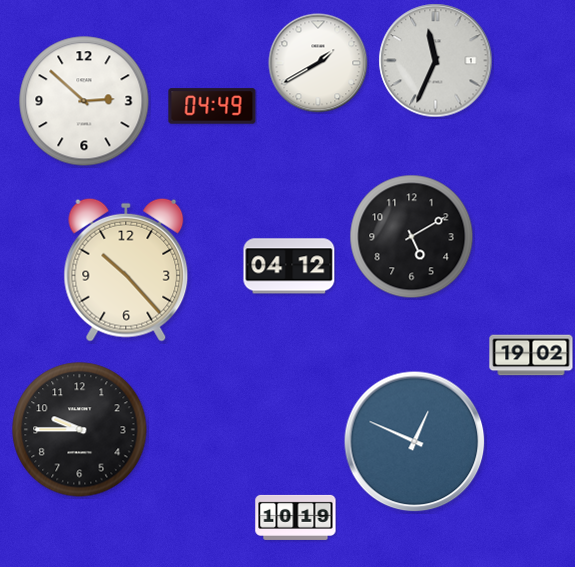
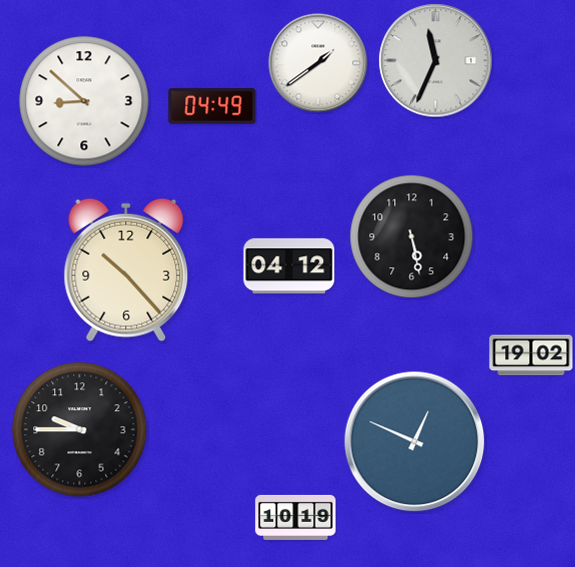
clock at (318, 63): 1:40 -> 1:39
clock at (84, 101): 2:52 -> 8:52
clock at (412, 237): 5:10 -> 5:28
